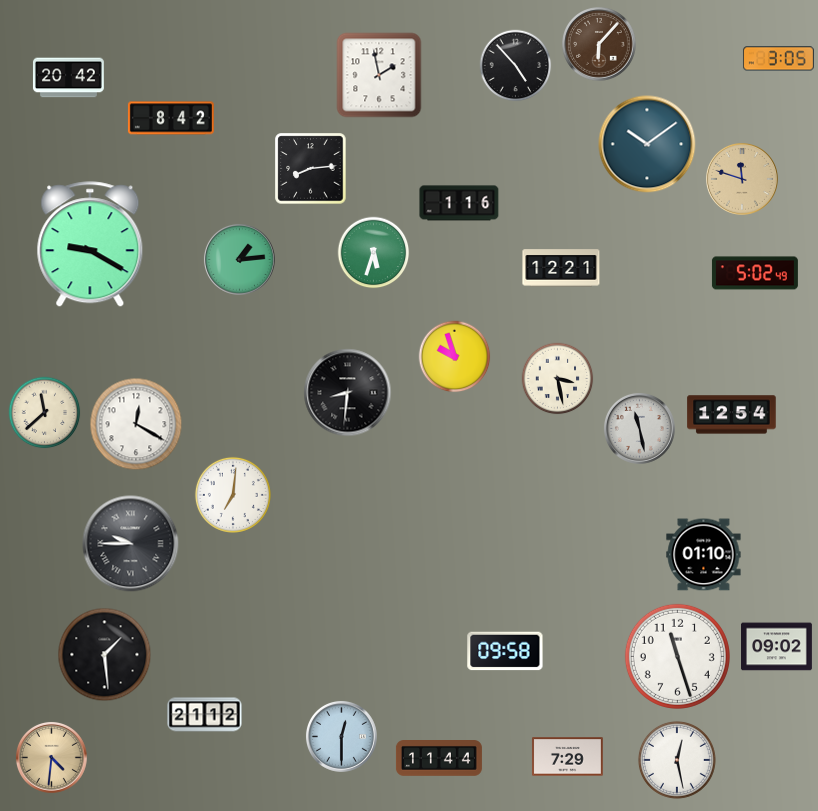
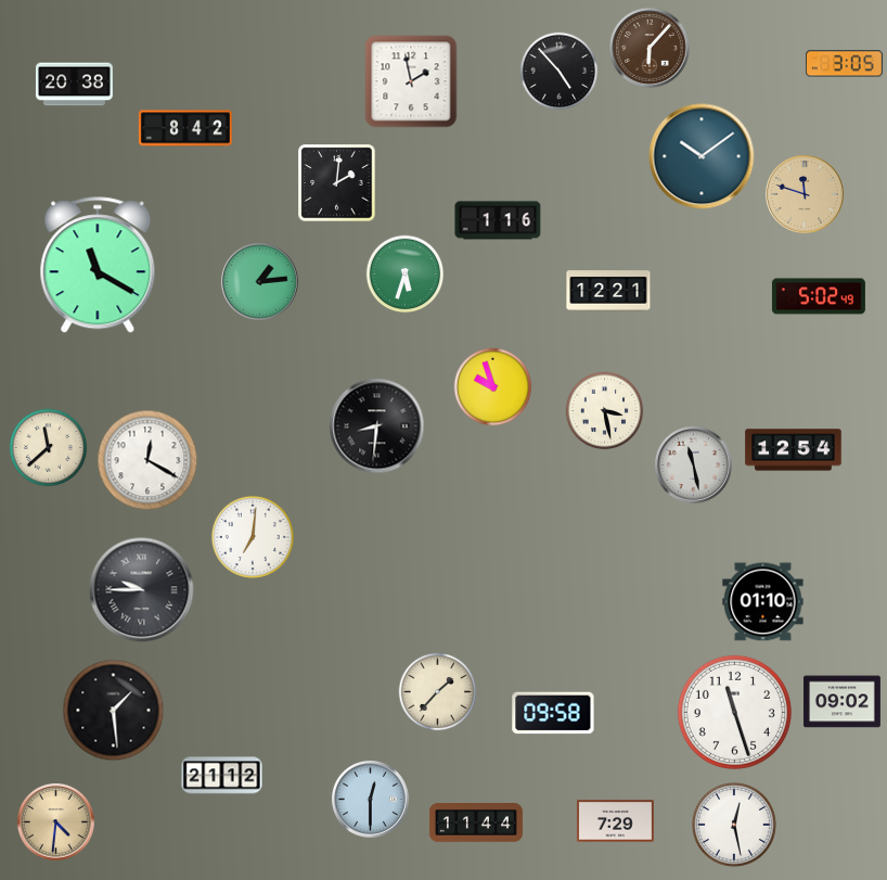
clock at (68, 78): 20:42 -> 20:38
clock at (311, 169): 8:14 -> 2:01
clock at (90, 245): 9:20 -> 11:20
clock at (438, 692): none -> 1:37
clock at (505, 651) position: (505, 651) -> (553, 713)
